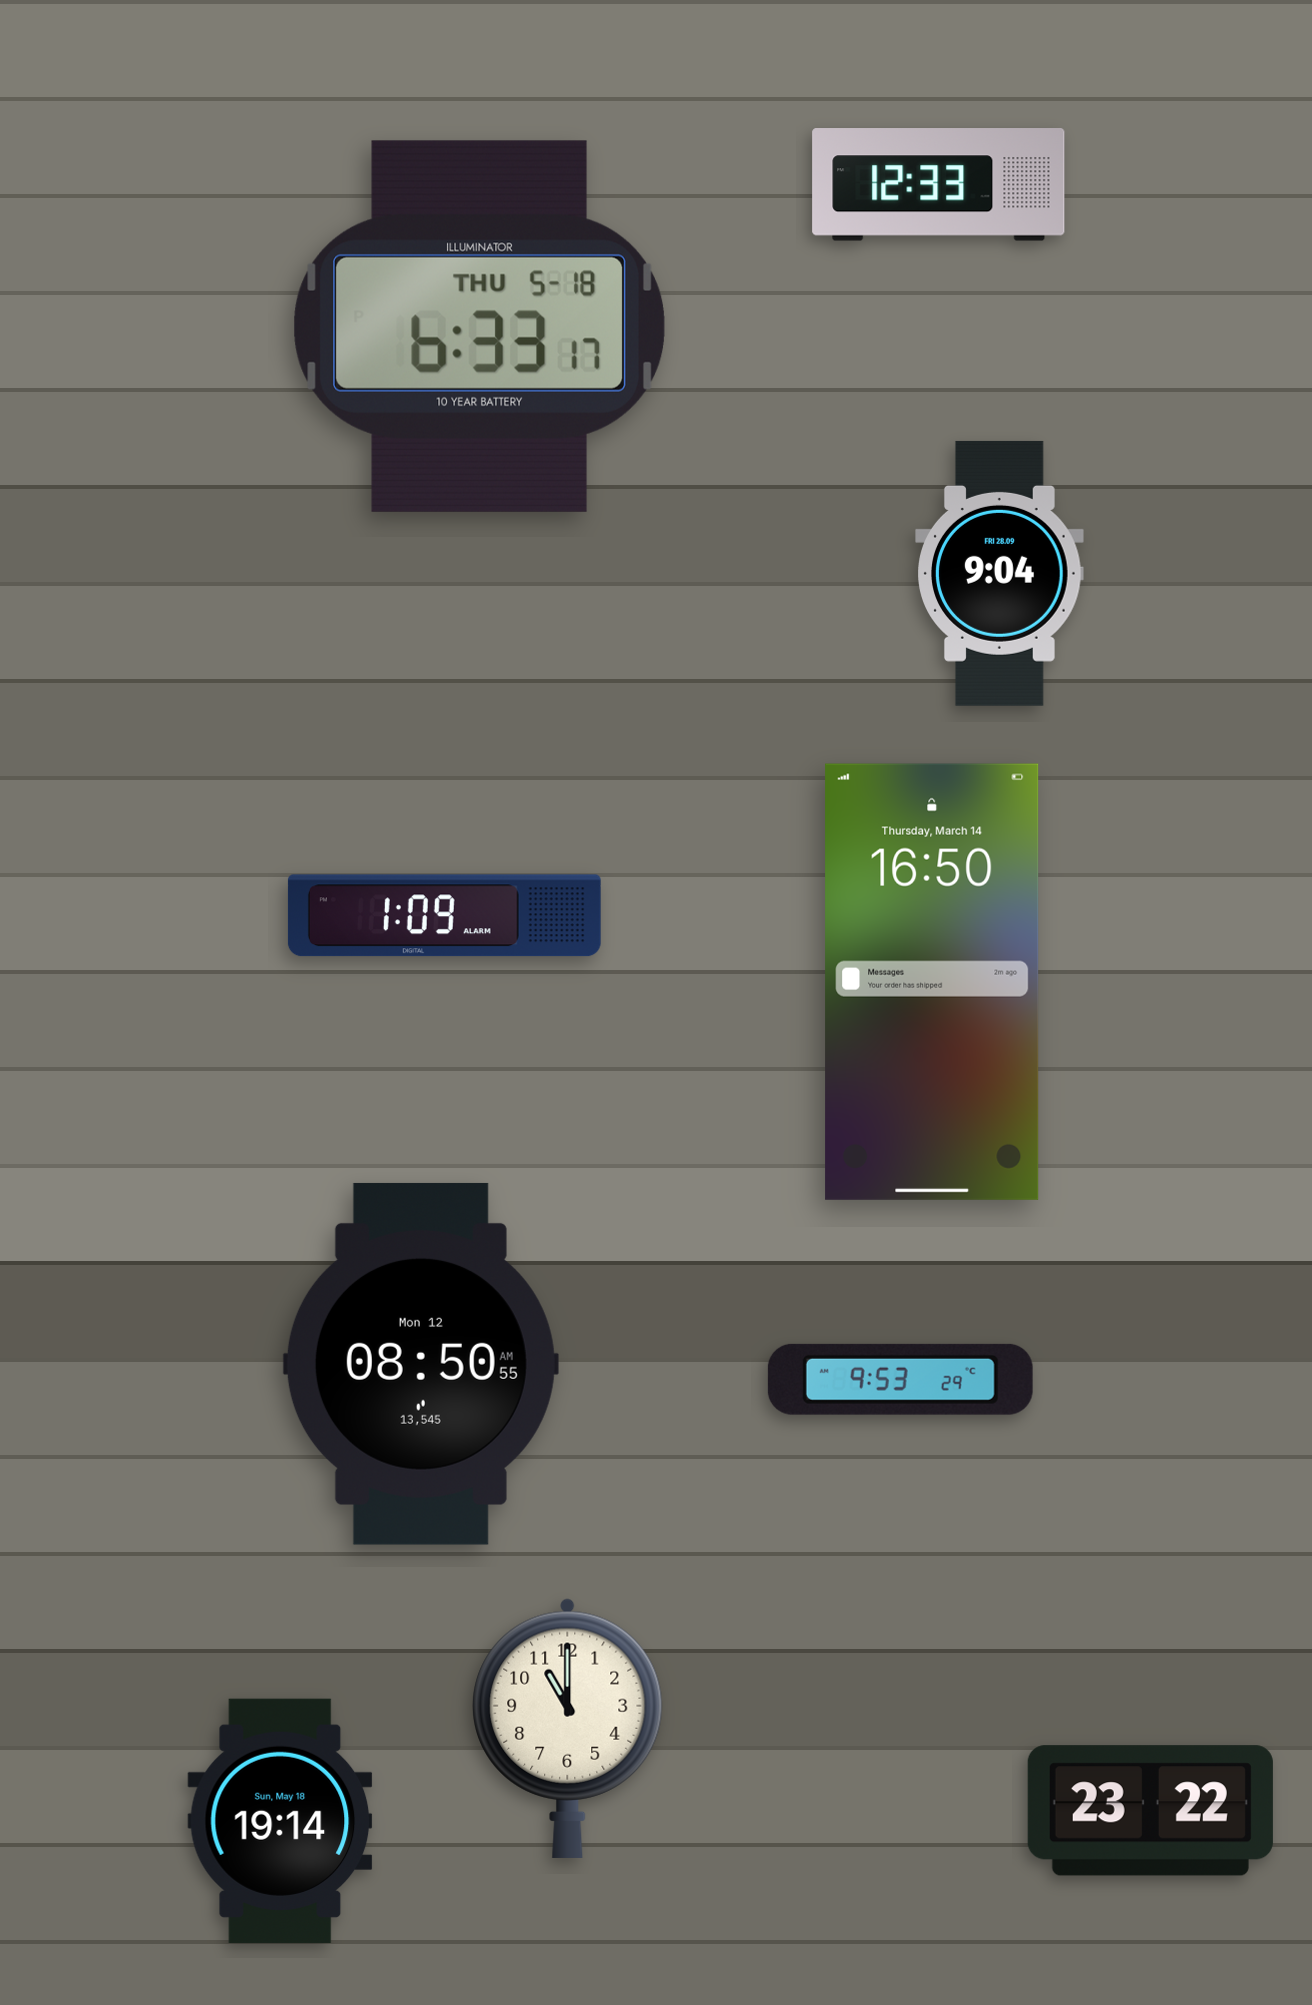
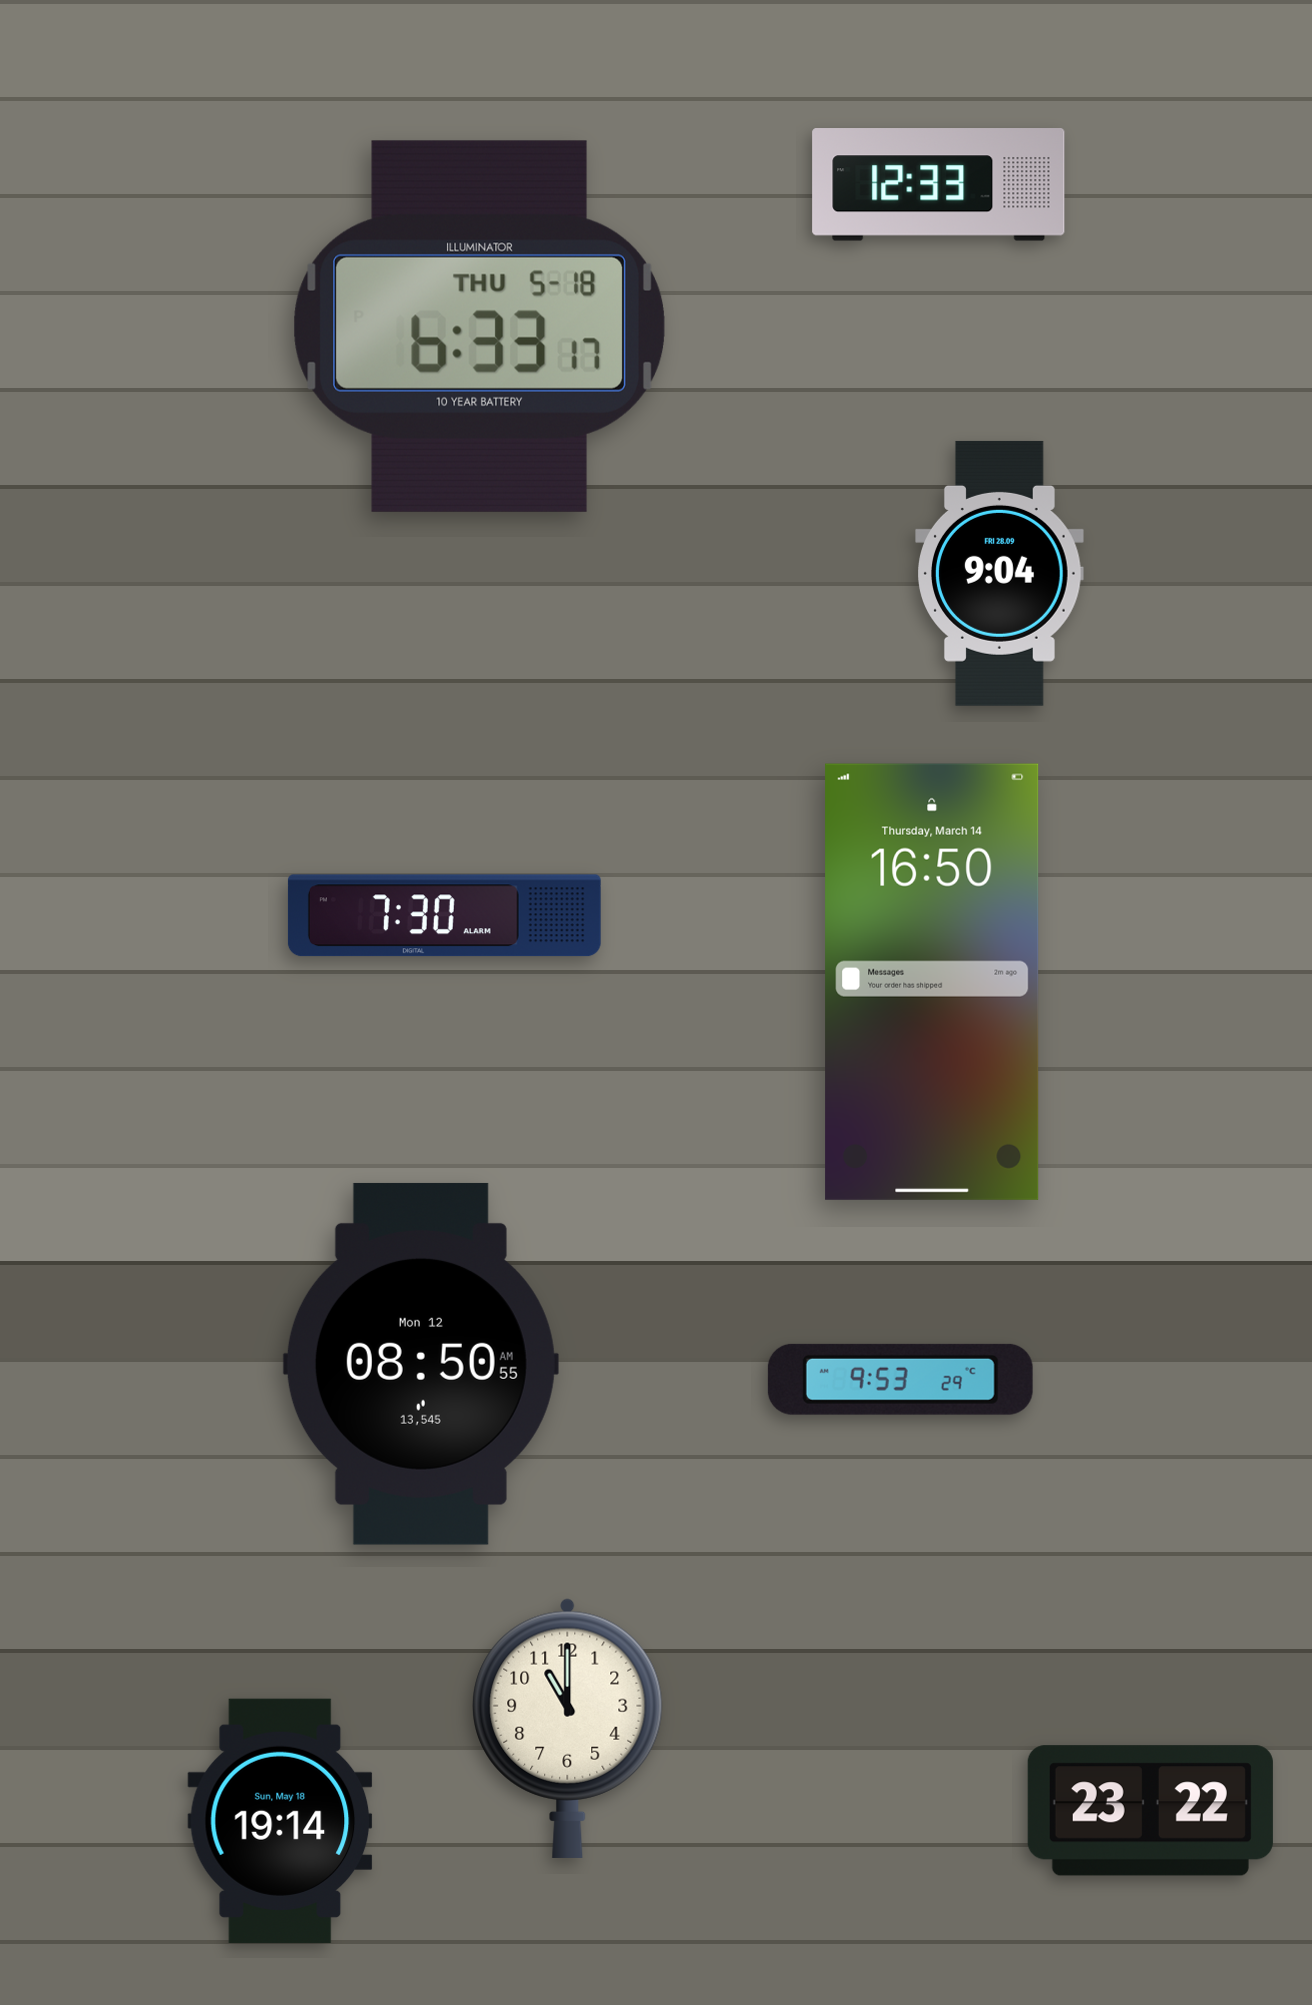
clock at (444, 916): 1:09 -> 7:30
